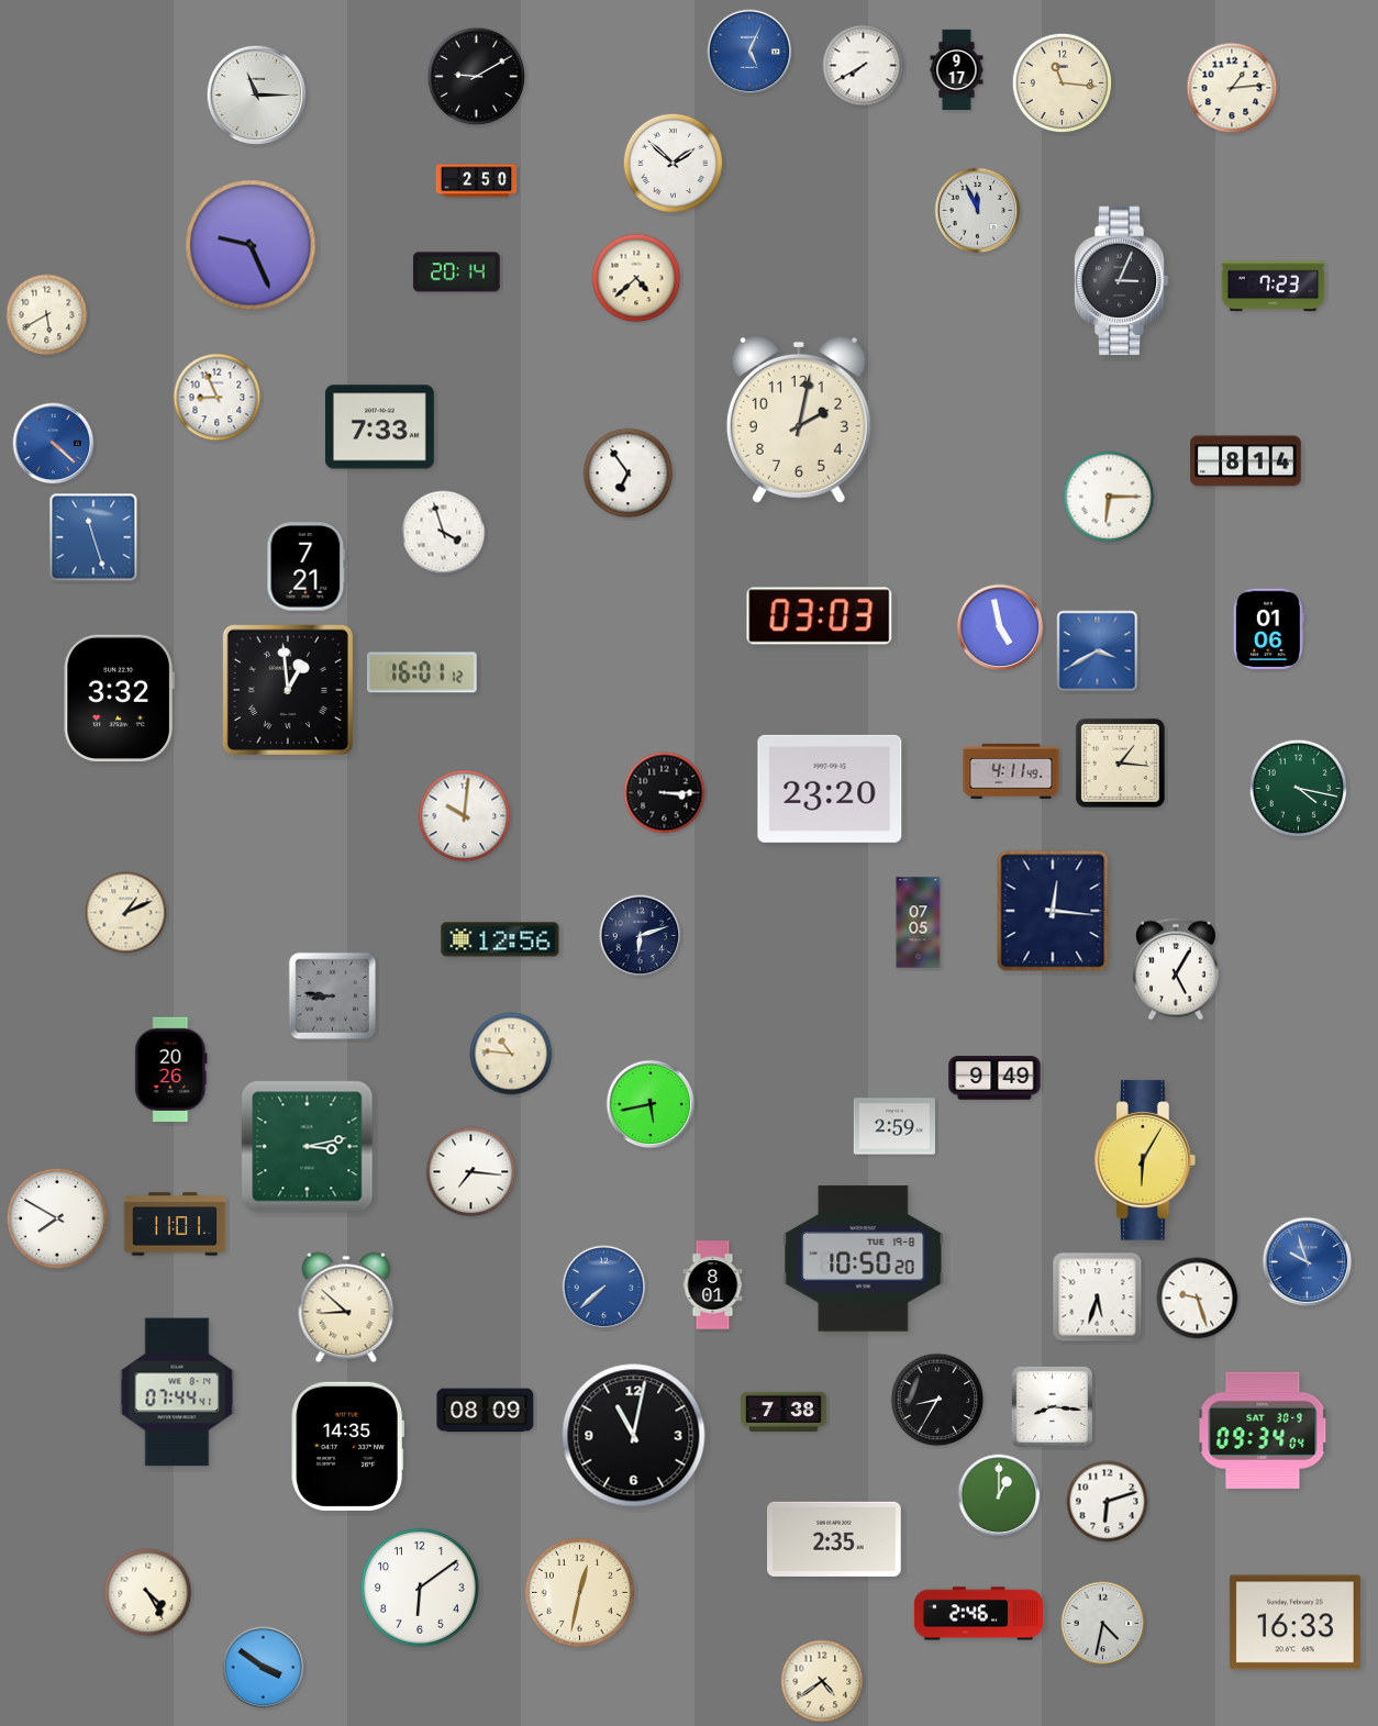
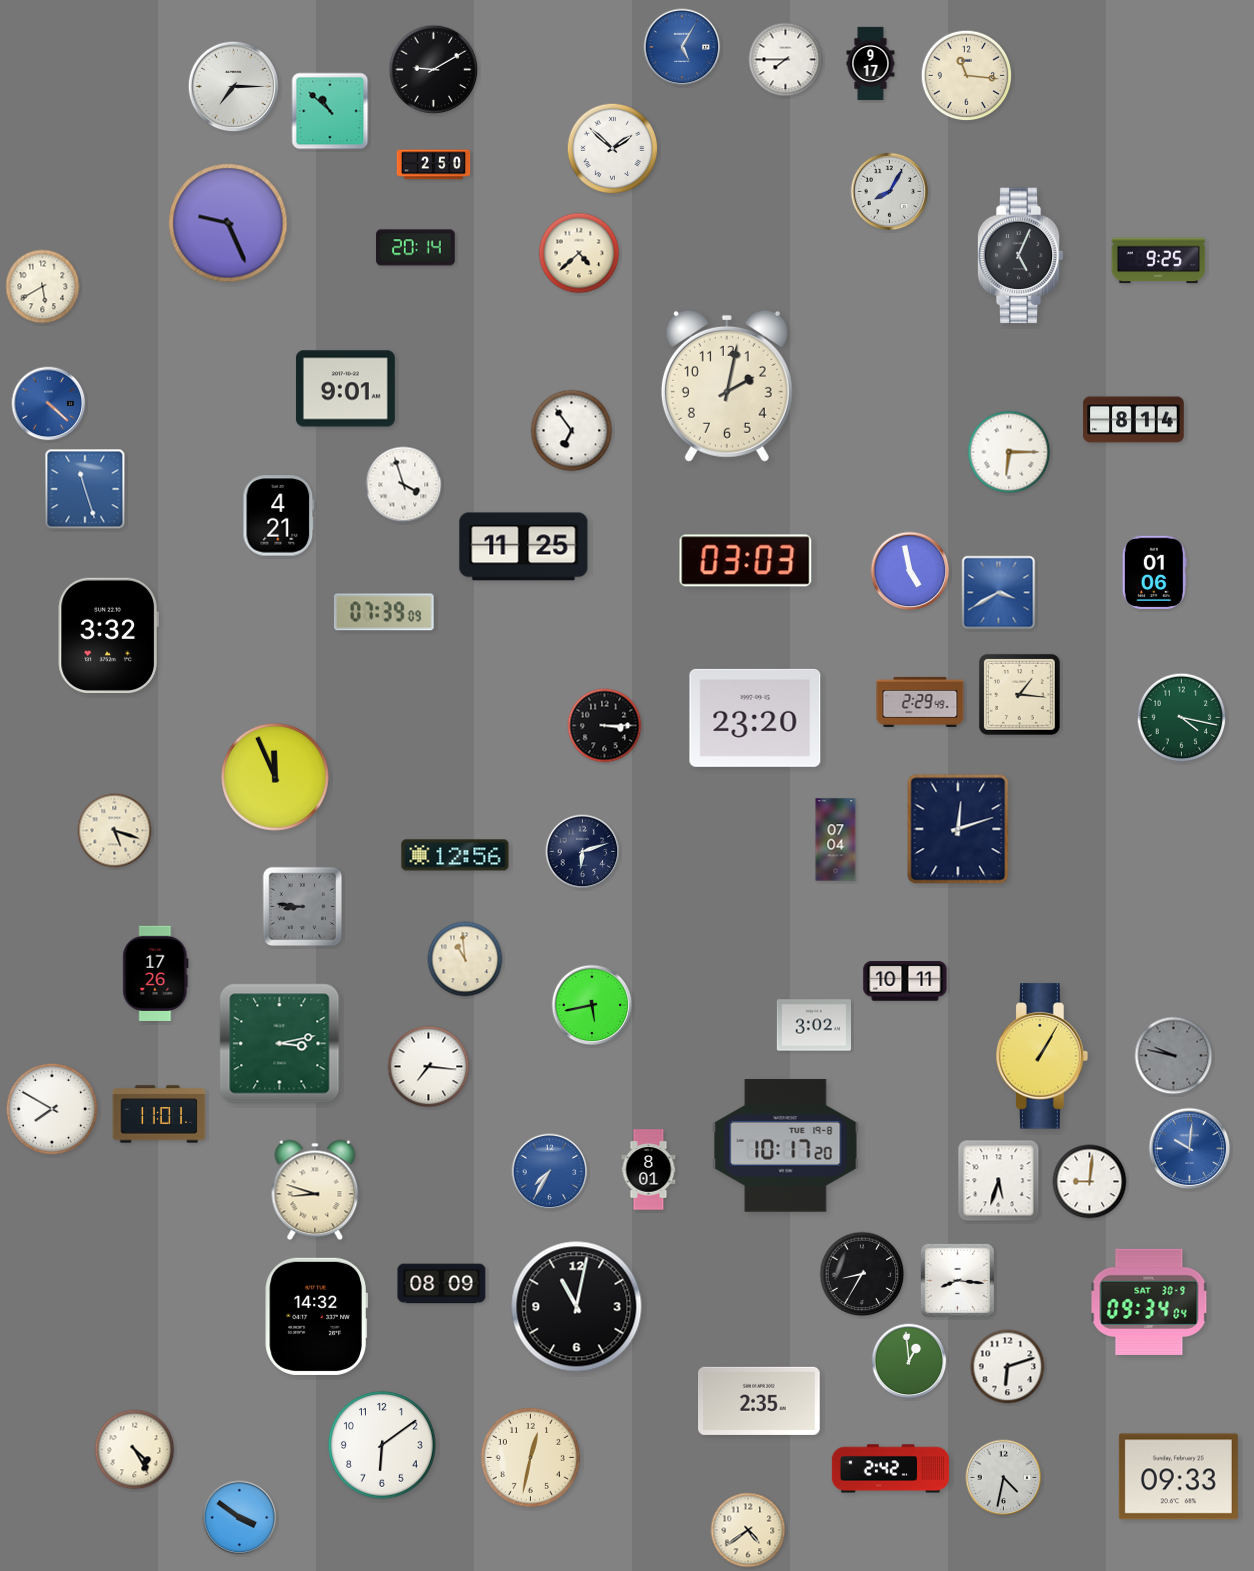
clock at (749, 52): 5:04 -> 5:05
clock at (864, 66): 7:40 -> 7:45
clock at (1232, 88): 1:14 -> none
clock at (257, 96): 11:15 -> 7:15
clock at (330, 111): none -> 10:52
clock at (978, 211): 11:56 -> 8:05
clock at (1121, 281): 3:04 -> 5:04
clock at (1274, 287): 7:23 -> 9:25
clock at (218, 398): 8:56 -> none
clock at (799, 420) position: (799, 420) -> (727, 386)
clock at (379, 427): 7:33 -> 9:01
clock at (307, 567): 7:21 -> 4:21
clock at (524, 547): none -> 11:25
clock at (422, 672): 16:01 -> 07:39
clock at (288, 690): 12:59 -> none
clock at (1011, 771): 4:11 -> 2:29
clock at (665, 793) position: (665, 793) -> (605, 726)
clock at (465, 816): 10:01 -> none
clock at (276, 778): none -> 11:56
clock at (1053, 911): 12:16 -> 12:12
clock at (126, 913): 1:11 -> 5:18
clock at (919, 923): 07:05 -> 07:04
clock at (1176, 969): 5:05 -> none
clock at (511, 1054): 10:46 -> 10:59
clock at (171, 1069): 20:26 -> 17:26
clock at (994, 1078): 9:49 -> 10:11
clock at (893, 1126): 2:59 -> 3:02
clock at (1146, 1160): 6:05 -> 1:05
clock at (1174, 1056): none -> 9:47
clock at (864, 1259): 10:50 -> 10:17
clock at (1308, 1262): 9:57 -> 10:01
clock at (604, 1288): 7:38 -> 7:35
clock at (1198, 1299): 9:27 -> 9:01
clock at (346, 1307): 8:52 -> 8:48
clock at (177, 1392): 07:44 -> none
clock at (937, 1400) position: (937, 1400) -> (862, 1274)
clock at (784, 1411): 7:38 -> none
clock at (347, 1446): 14:35 -> 14:32
clock at (999, 1495): 1:00 -> 12:59
clock at (579, 1592) position: (579, 1592) -> (530, 1457)
clock at (978, 1614): 2:46 -> 2:42
clock at (1294, 1623): 16:33 -> 09:33
